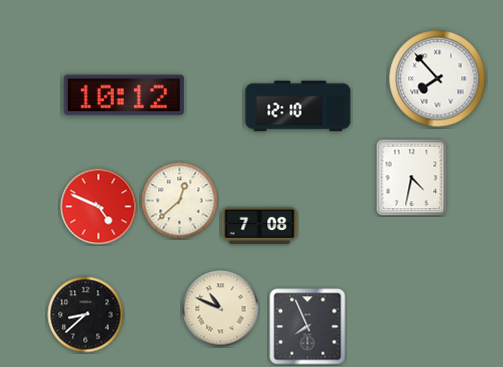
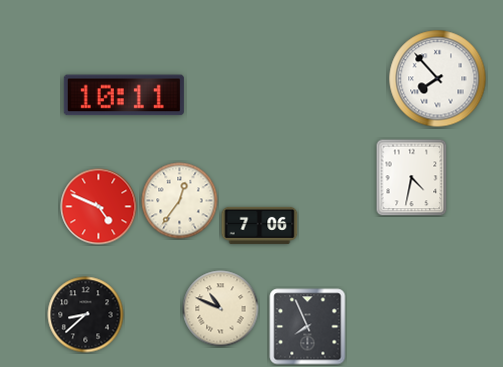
clock at (124, 95): 10:12 -> 10:11
clock at (298, 106): 12:10 -> none
clock at (180, 201): 12:38 -> 12:36
clock at (260, 225): 7:08 -> 7:06
